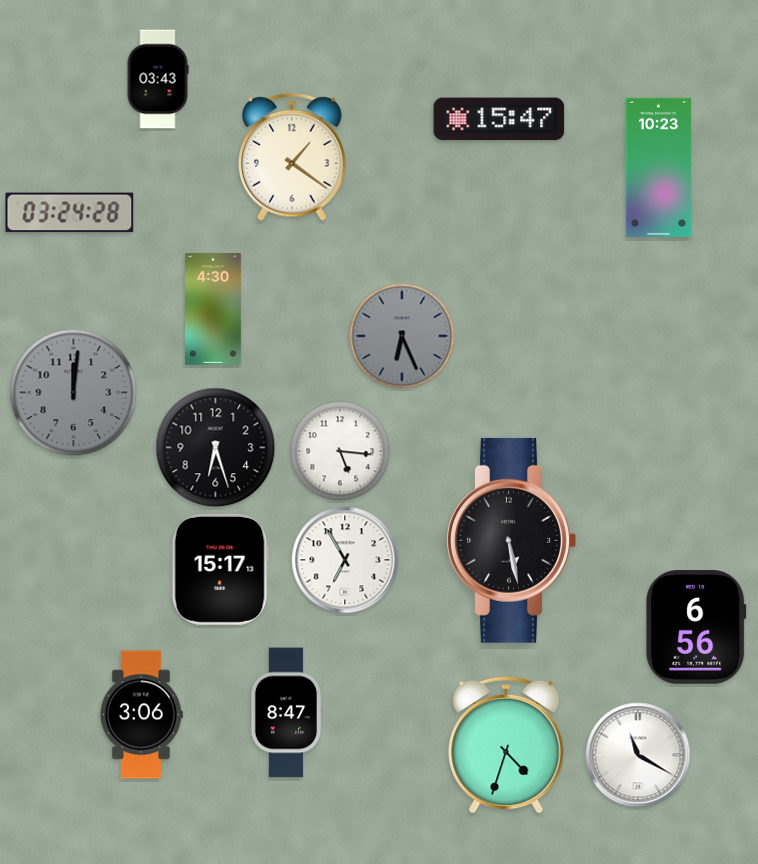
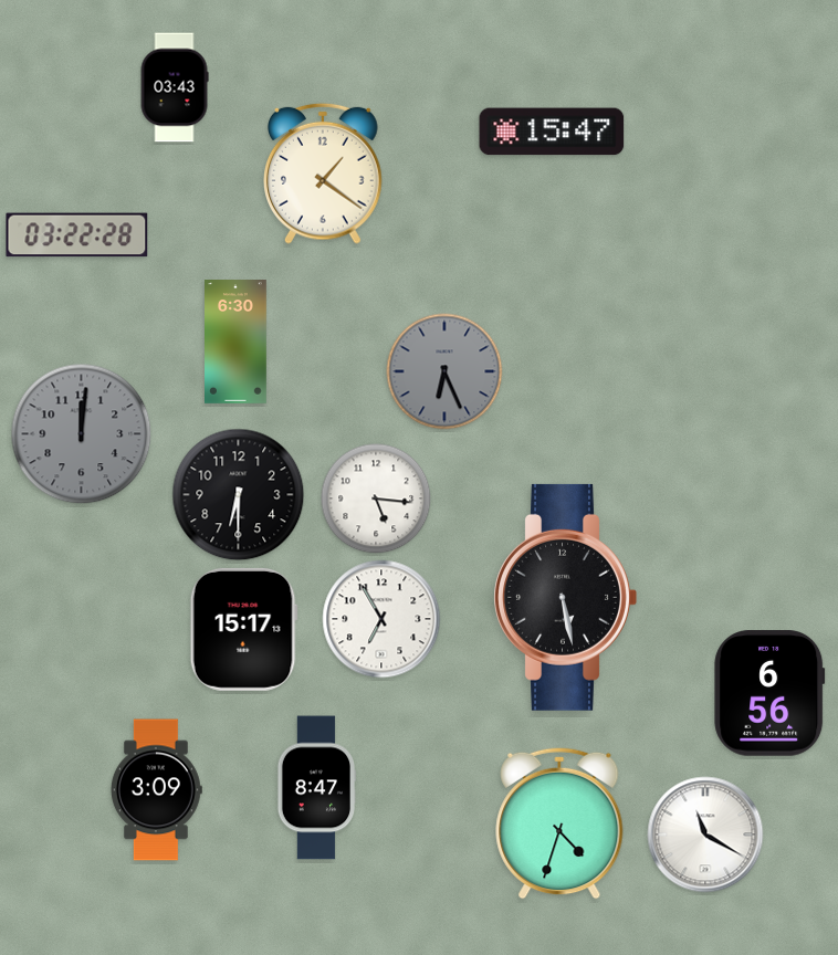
clock at (659, 167): 10:23 -> none
clock at (70, 213): 03:24 -> 03:22
clock at (214, 310): 4:30 -> 6:30
clock at (216, 448): 6:27 -> 6:30
clock at (141, 715): 3:06 -> 3:09
